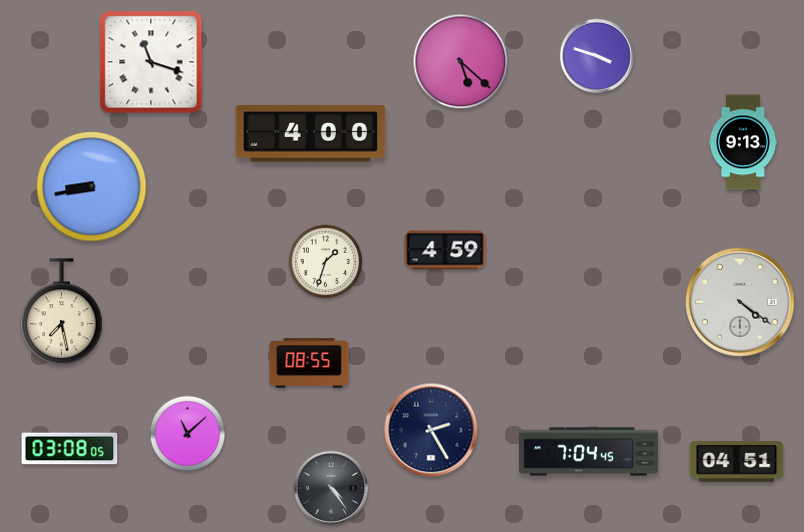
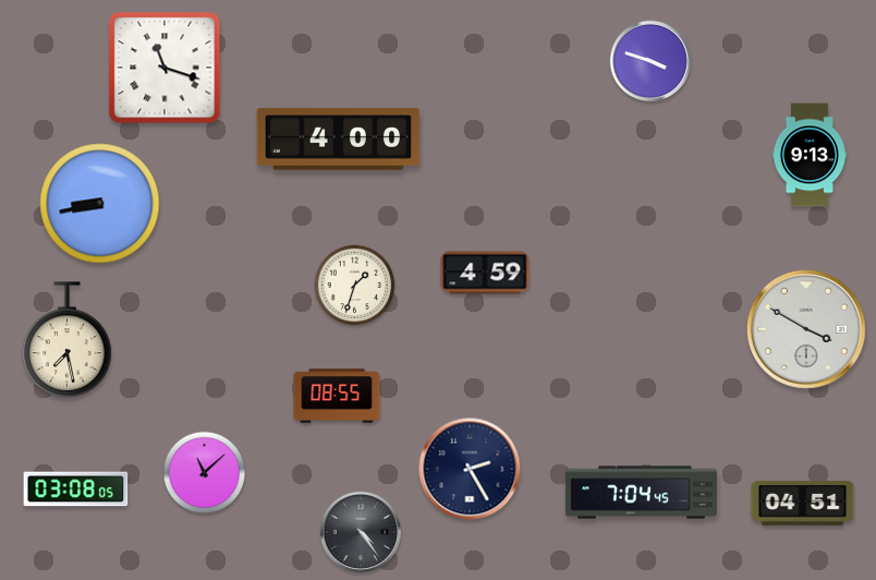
clock at (461, 62): 5:22 -> none
clock at (311, 134) position: (311, 134) -> (339, 140)
clock at (741, 303): 4:21 -> 3:50
